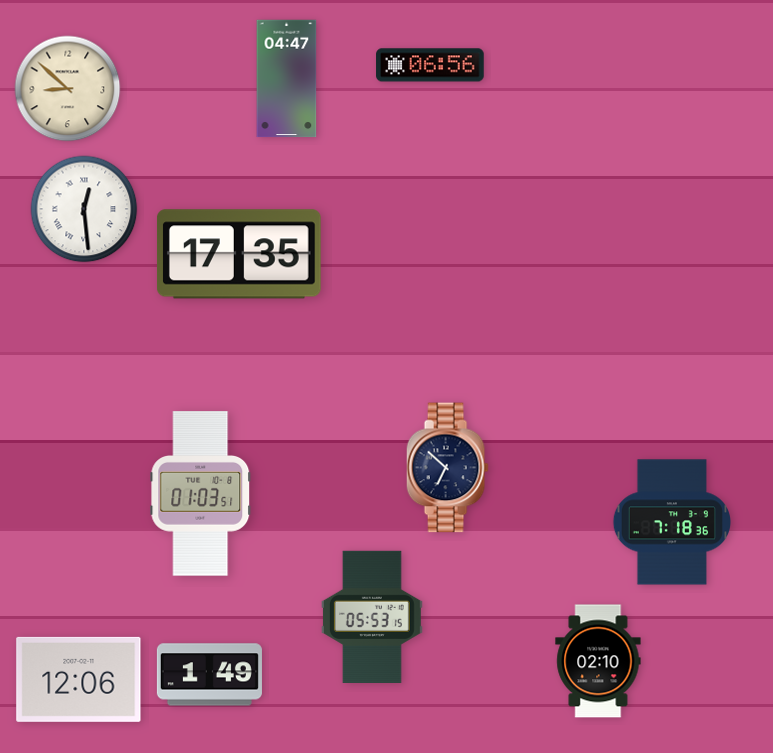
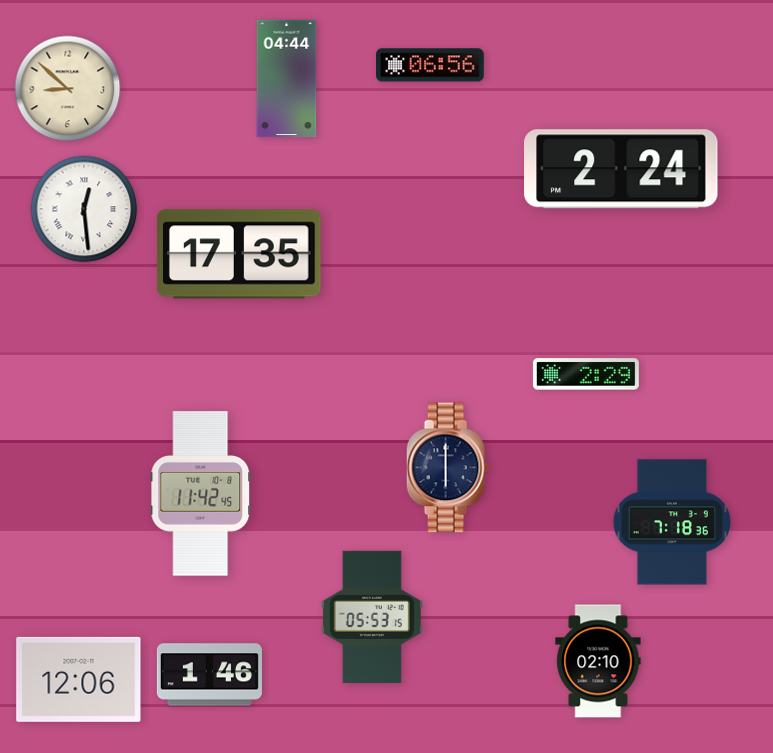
clock at (287, 79): 04:47 -> 04:44
clock at (621, 169): none -> 2:24
clock at (586, 374): none -> 2:29
clock at (447, 468): 6:52 -> 6:00
clock at (201, 494): 01:03 -> 11:42
clock at (209, 675): 1:49 -> 1:46
